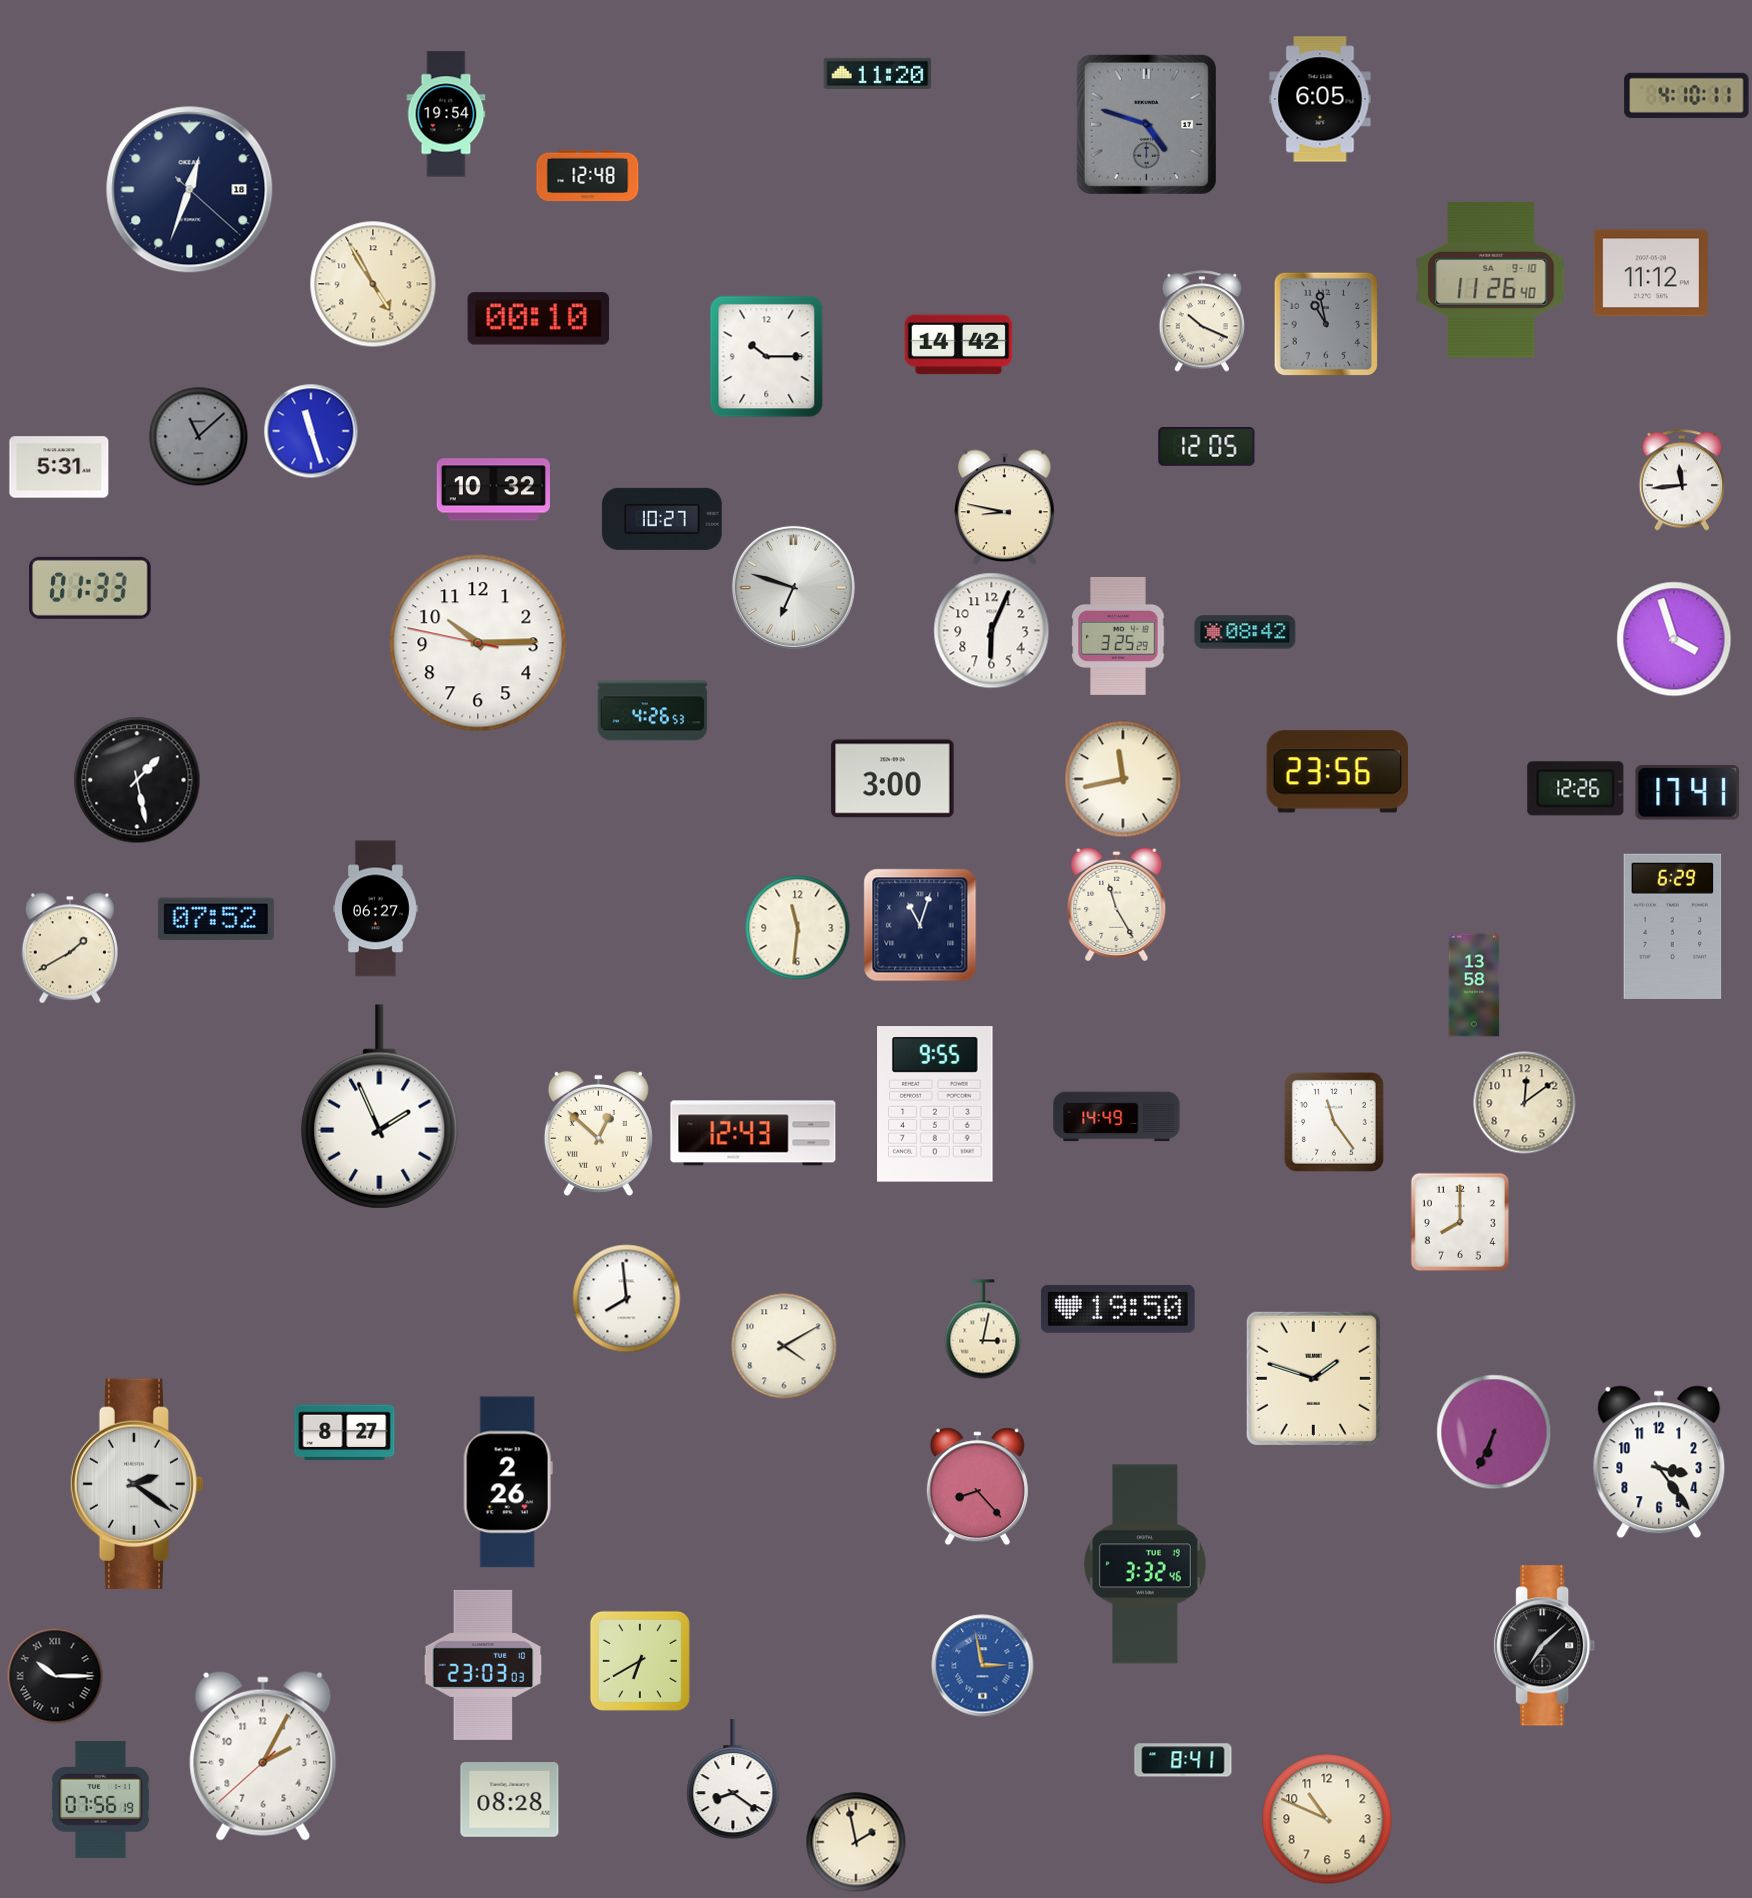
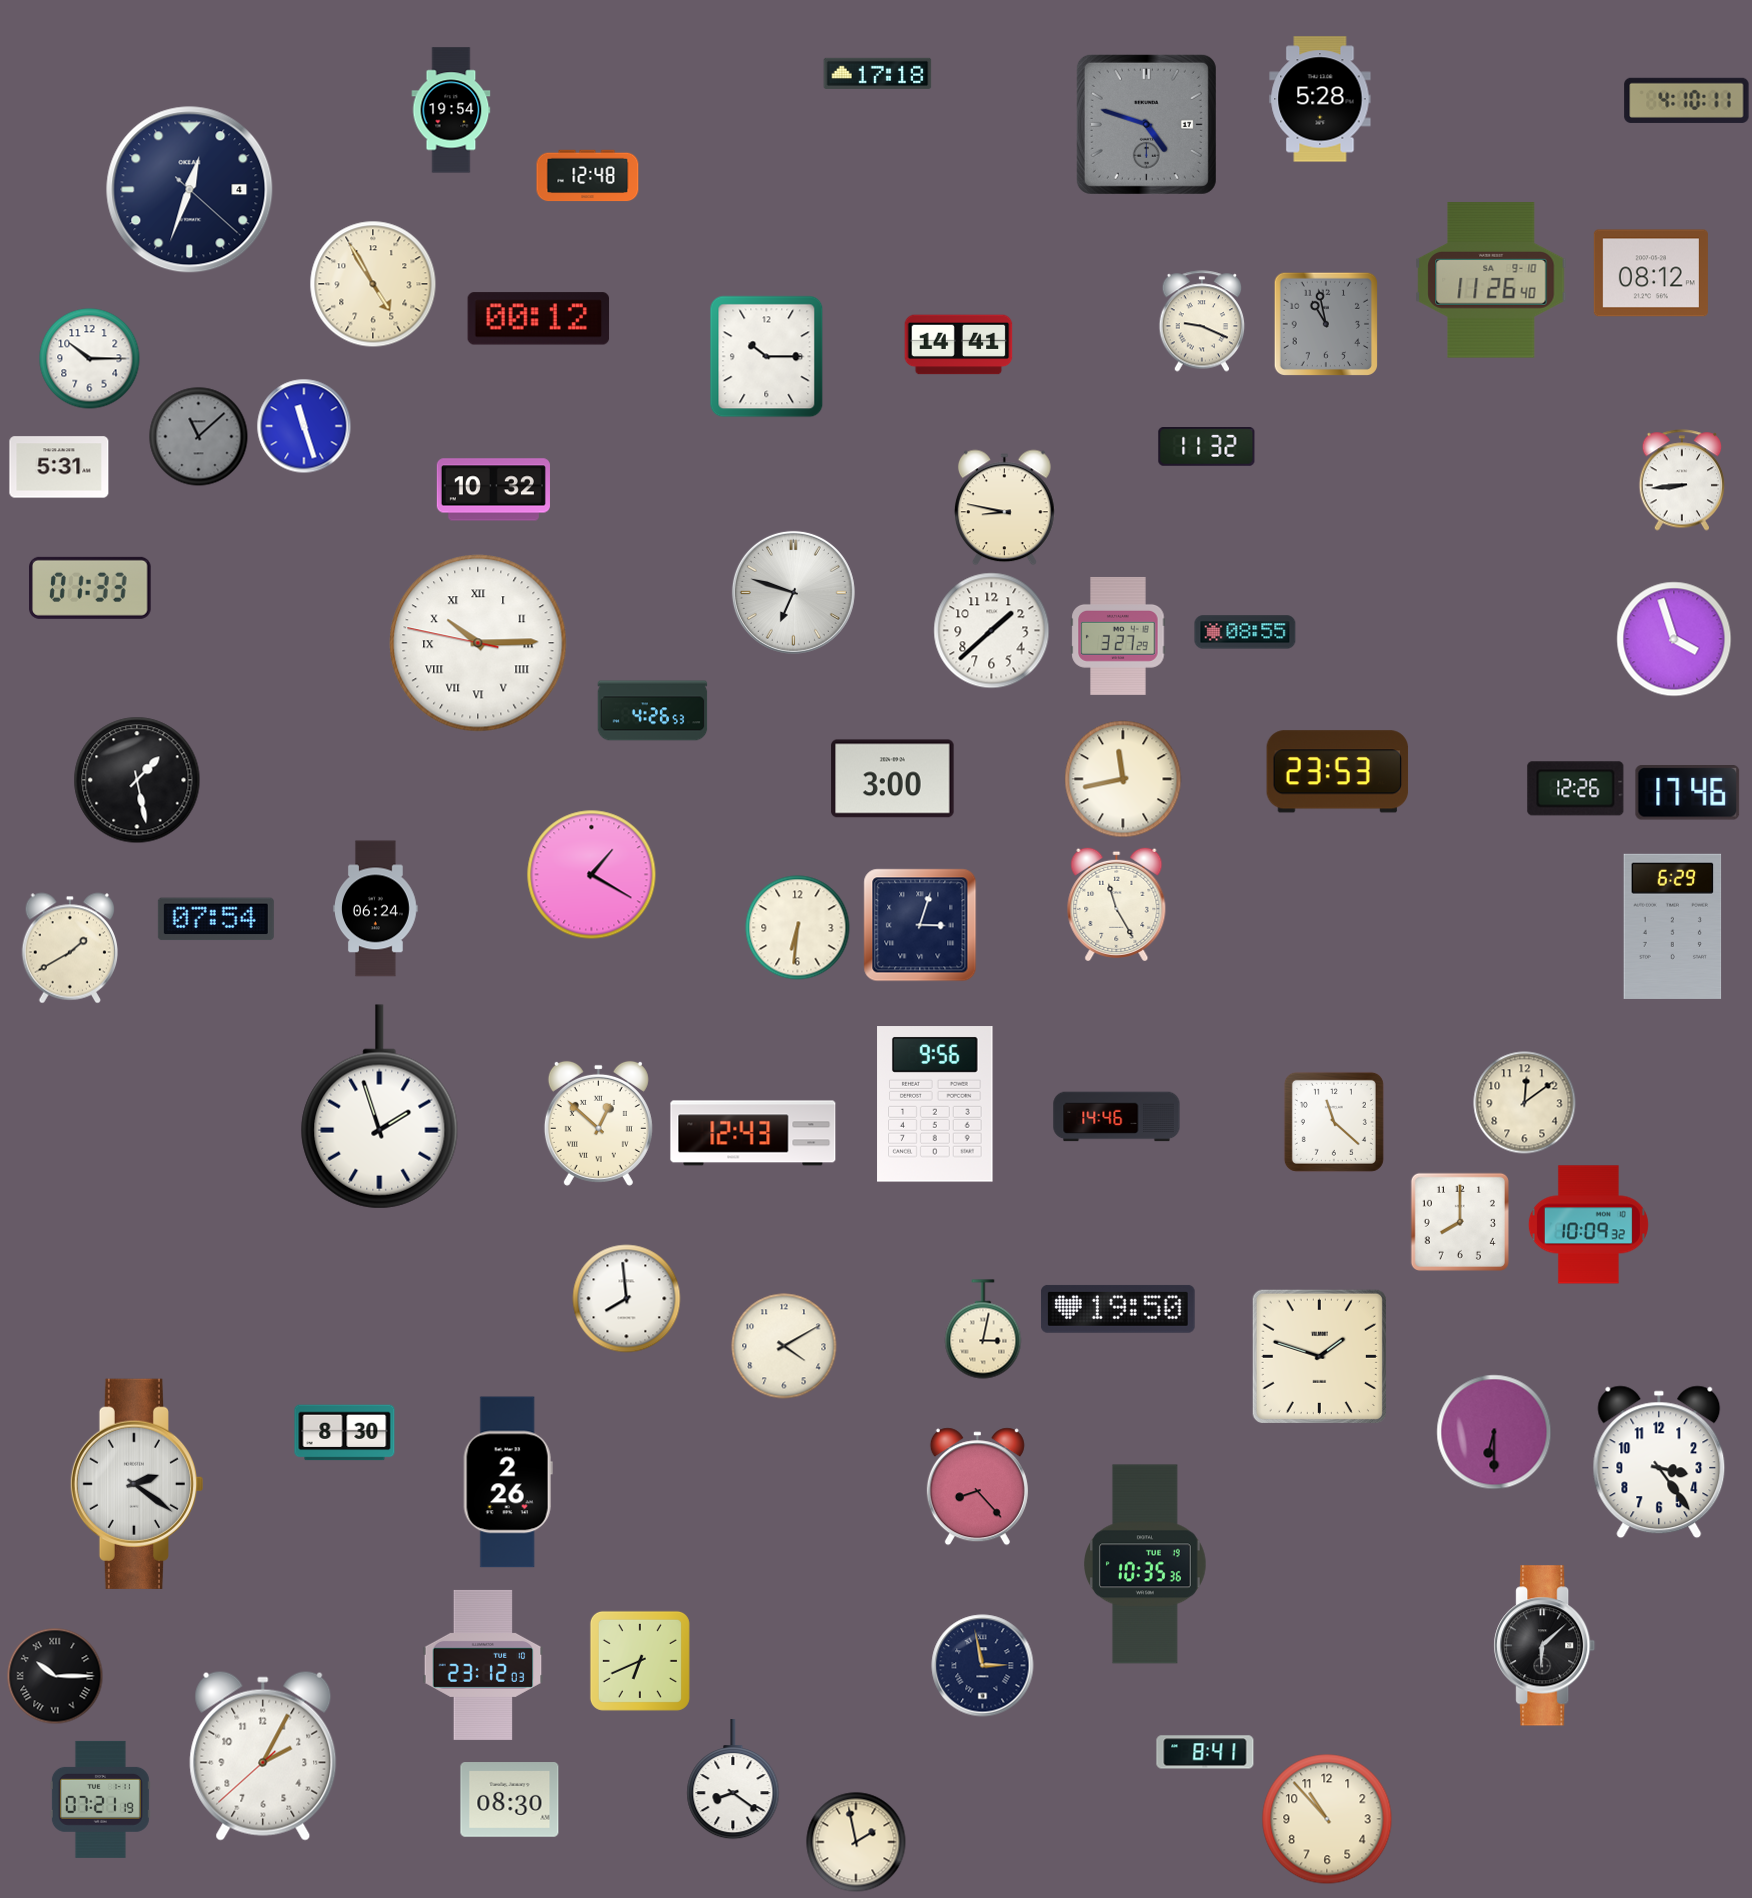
clock at (878, 73): 11:20 -> 17:18
clock at (1687, 95) position: (1687, 95) -> (1687, 100)
clock at (1320, 99): 6:05 -> 5:28
clock at (446, 114) position: (446, 114) -> (451, 110)
clock at (190, 190) date: 18 -> 4
clock at (1651, 273): 11:12 -> 08:12
clock at (539, 319): 00:10 -> 00:12
clock at (1202, 321): 10:19 -> 9:19
clock at (959, 345): 14:42 -> 14:41
clock at (90, 359): none -> 10:15
clock at (311, 431) position: (311, 431) -> (304, 426)
clock at (1207, 447): 12:05 -> 11:32
clock at (1682, 480): 11:44 -> 8:44
clock at (663, 519): 10:27 -> none
clock at (793, 587) position: (793, 587) -> (793, 592)
clock at (992, 631): 6:04 -> 1:38
clock at (1245, 632): 08:42 -> 08:55
clock at (1118, 636): 3:25 -> 3:27
clock at (478, 643) numerals: Arabic -> Roman
clock at (1338, 772): 23:56 -> 23:53
clock at (1688, 793): 17:41 -> 17:46
clock at (592, 875): none -> 1:20
clock at (376, 909): 06:27 -> 06:24
clock at (216, 919): 07:52 -> 07:54
clock at (920, 925): 11:03 -> 3:03
clock at (798, 928): 11:31 -> 6:31
clock at (1474, 985): 13:58 -> none
clock at (935, 1104): 9:55 -> 9:56
clock at (380, 1107): 1:56 -> 1:57
clock at (1117, 1117): 14:49 -> 14:46
clock at (1334, 1122): 11:24 -> 11:22
clock at (598, 1133) position: (598, 1133) -> (598, 1123)
clock at (1588, 1225): none -> 10:09
clock at (1313, 1378) position: (1313, 1378) -> (1319, 1356)
clock at (1494, 1432): 6:34 -> 6:30
clock at (345, 1433): 8:27 -> 8:30
clock at (1146, 1564): 3:32 -> 10:35
clock at (1545, 1646): 7:08 -> 6:08
clock at (640, 1661): 6:40 -> 6:41
clock at (483, 1665): 23:03 -> 23:12
clock at (983, 1666) dial: blue -> navy
clock at (1183, 1760) position: (1183, 1760) -> (1205, 1752)
clock at (100, 1799): 07:56 -> 07:21
clock at (510, 1800): 08:28 -> 08:30
clock at (1327, 1819): 10:49 -> 10:53
